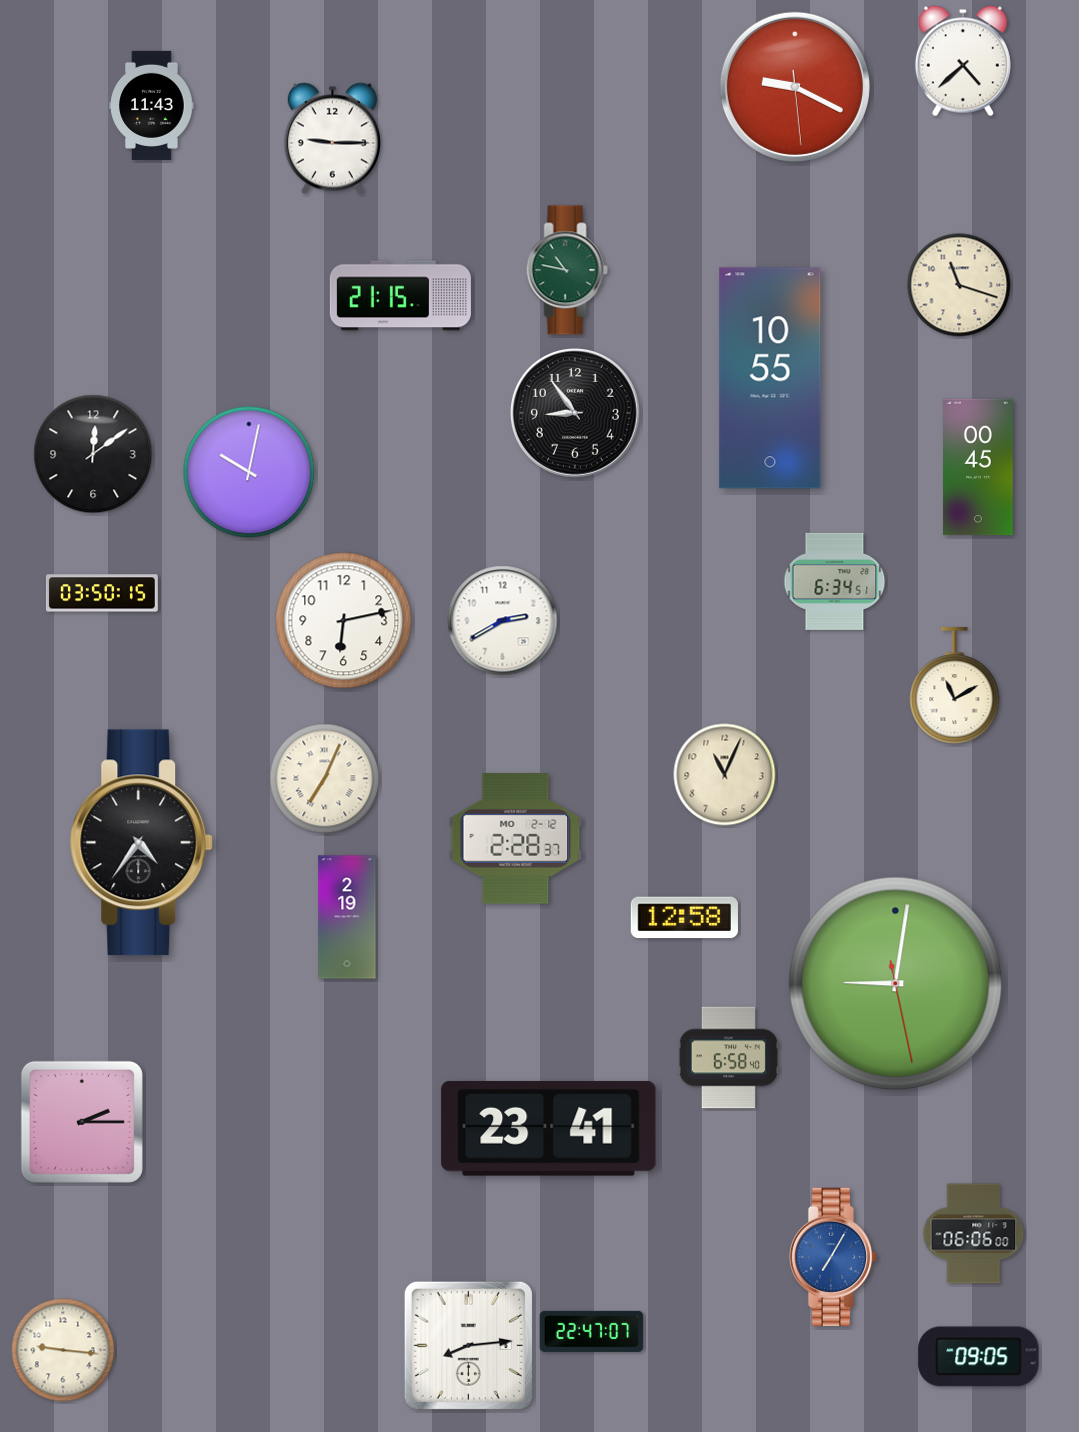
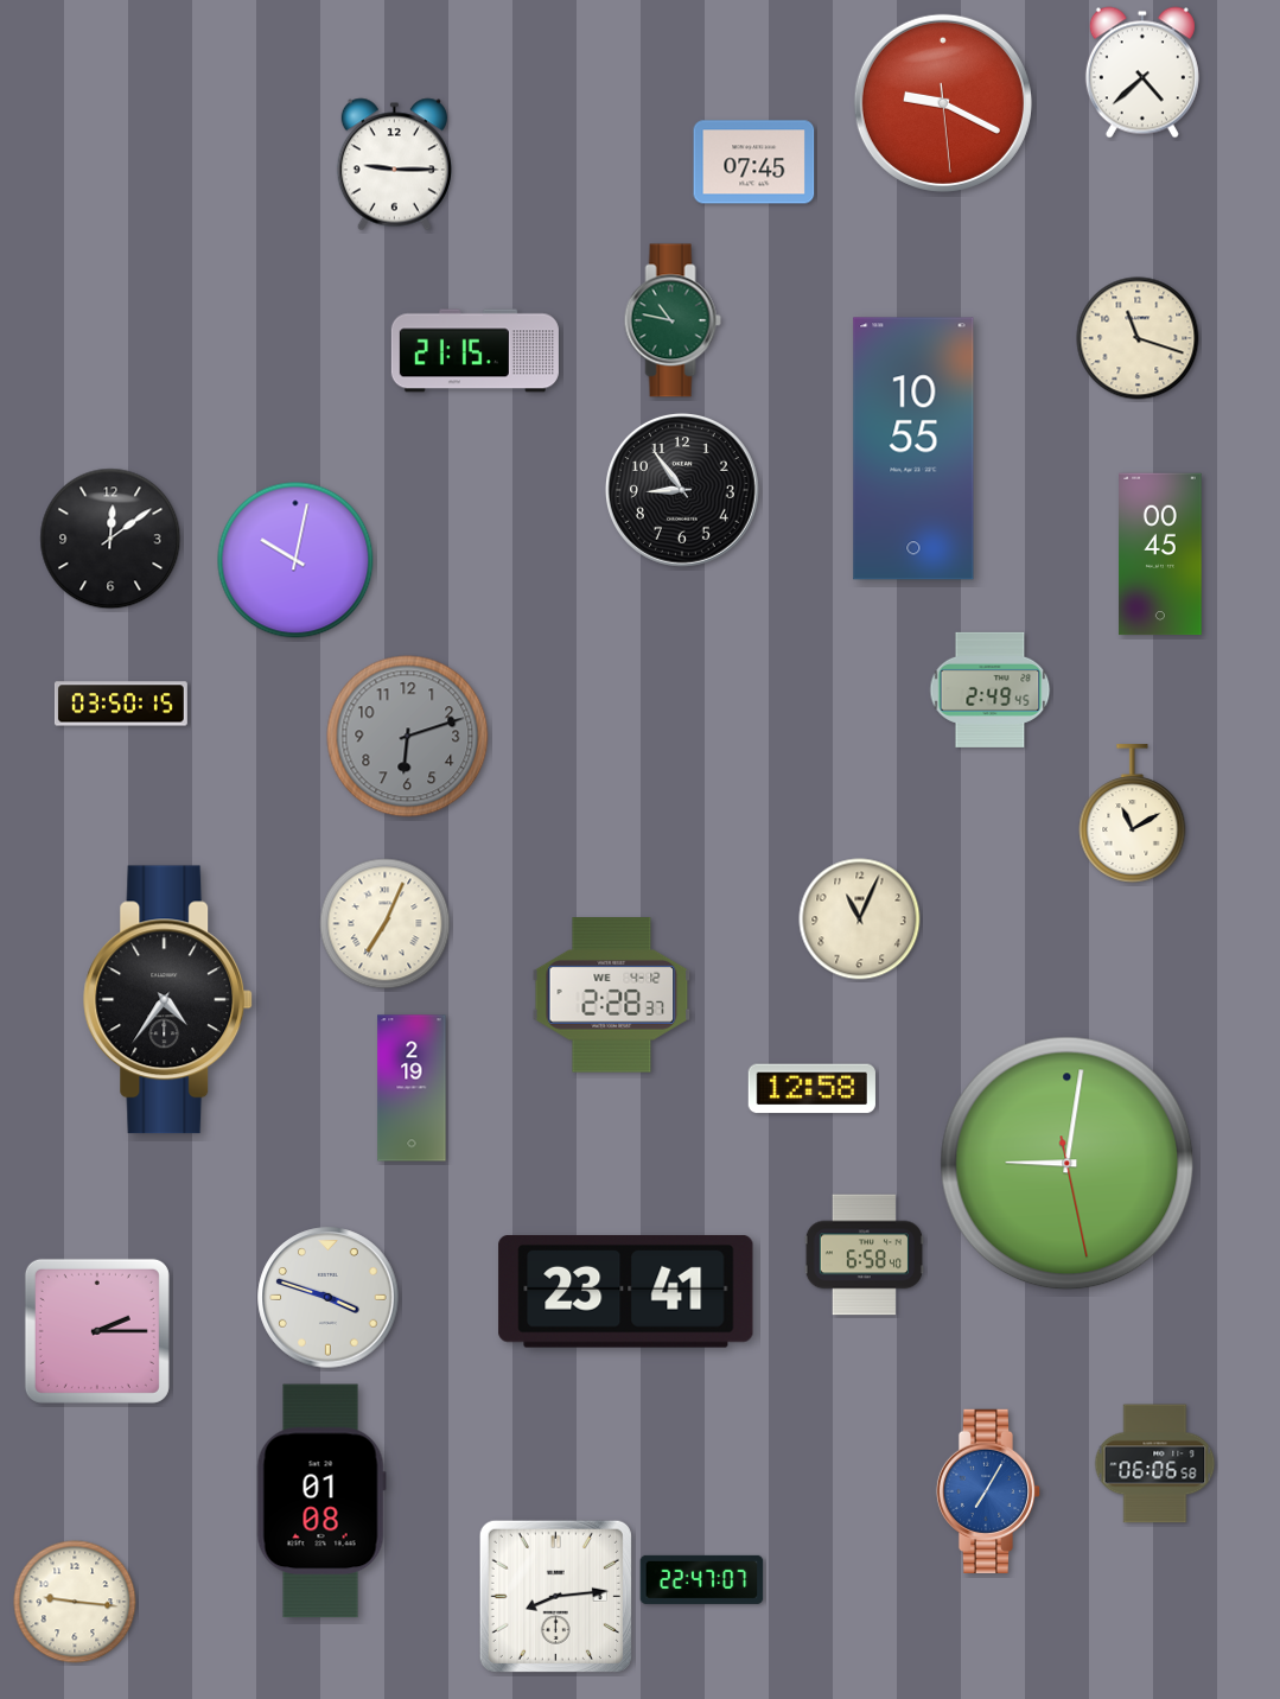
clock at (152, 105): 11:43 -> none
clock at (754, 163): none -> 07:45
clock at (835, 581): 6:34 -> 2:49
clock at (344, 621): 6:13 -> 6:12
clock at (344, 621) dial: white -> grey
clock at (503, 621): 2:40 -> none
clock at (516, 839) date: MO 2-12 -> WE 4-12
clock at (896, 984) position: (896, 984) -> (1068, 1164)
clock at (329, 1298): none -> 3:48
clock at (549, 1128) position: (549, 1128) -> (626, 1291)
clock at (974, 1234): 06:06:00 -> 06:06:58
clock at (321, 1501): none -> 01:08
clock at (979, 1357): 09:05 -> none
